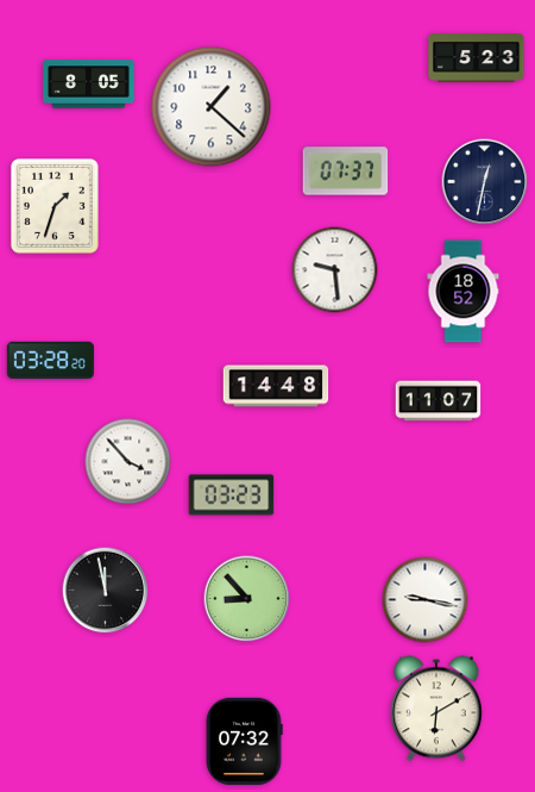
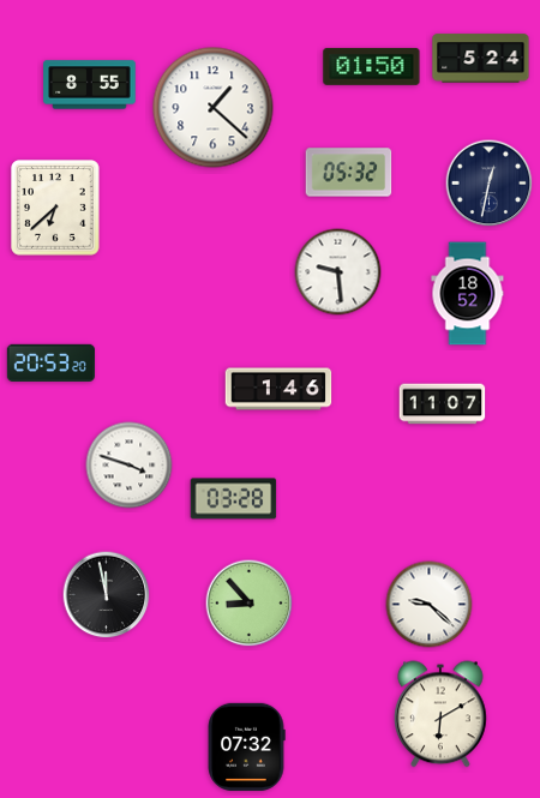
clock at (477, 58): 5:23 -> 5:24
clock at (372, 66): none -> 01:50
clock at (89, 85): 8:05 -> 8:55
clock at (346, 172): 07:37 -> 05:32
clock at (56, 206): 1:33 -> 6:38
clock at (50, 360): 03:28 -> 20:53
clock at (276, 386): 14:48 -> 1:46
clock at (128, 462): 3:53 -> 3:48
clock at (232, 495): 03:23 -> 03:28
clock at (426, 600): 9:17 -> 9:22
